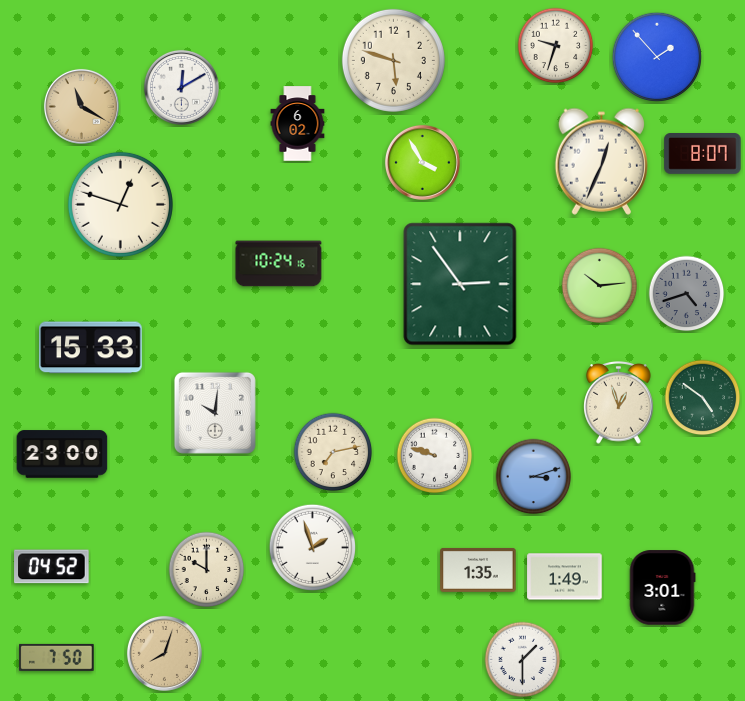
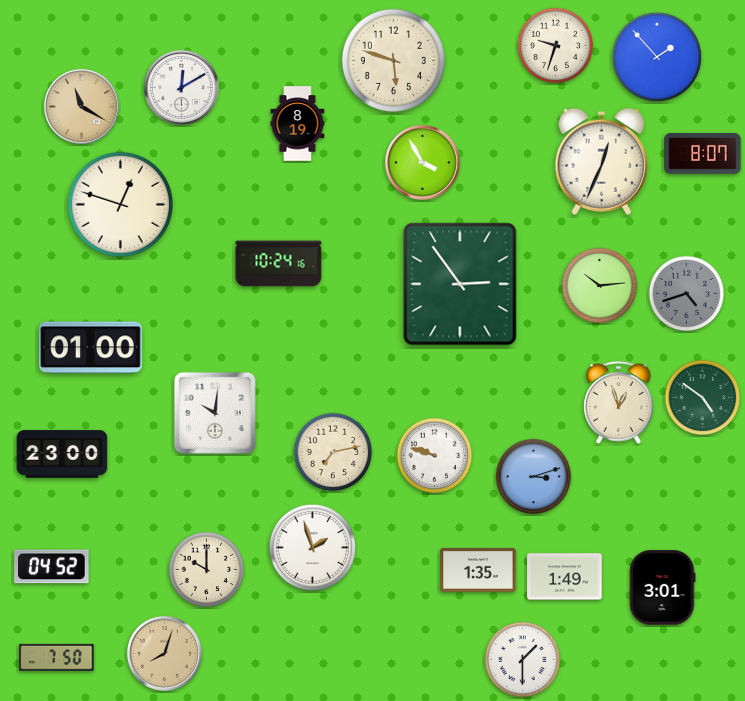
clock at (298, 124): 6:02 -> 8:19
clock at (91, 348): 15:33 -> 01:00
